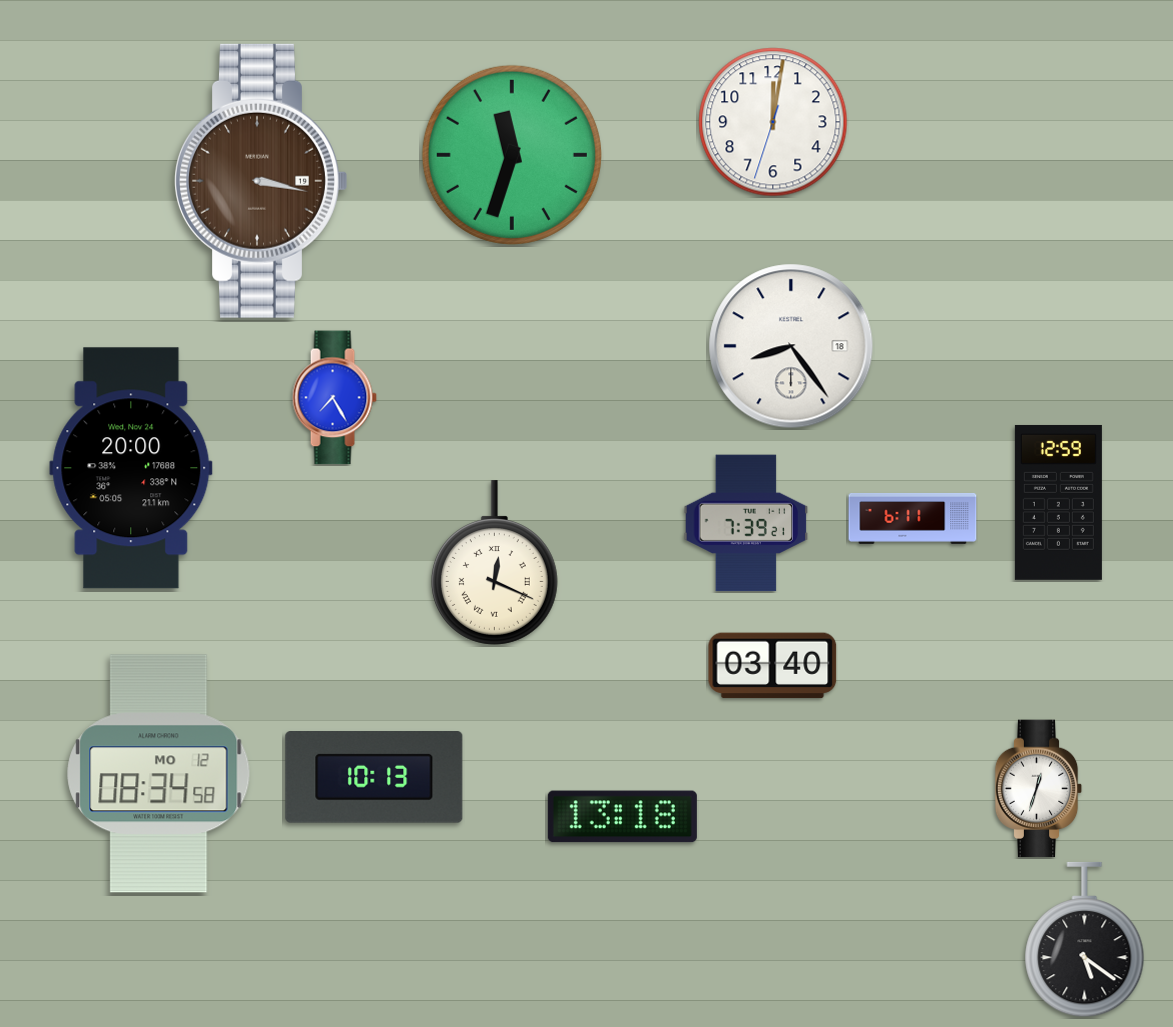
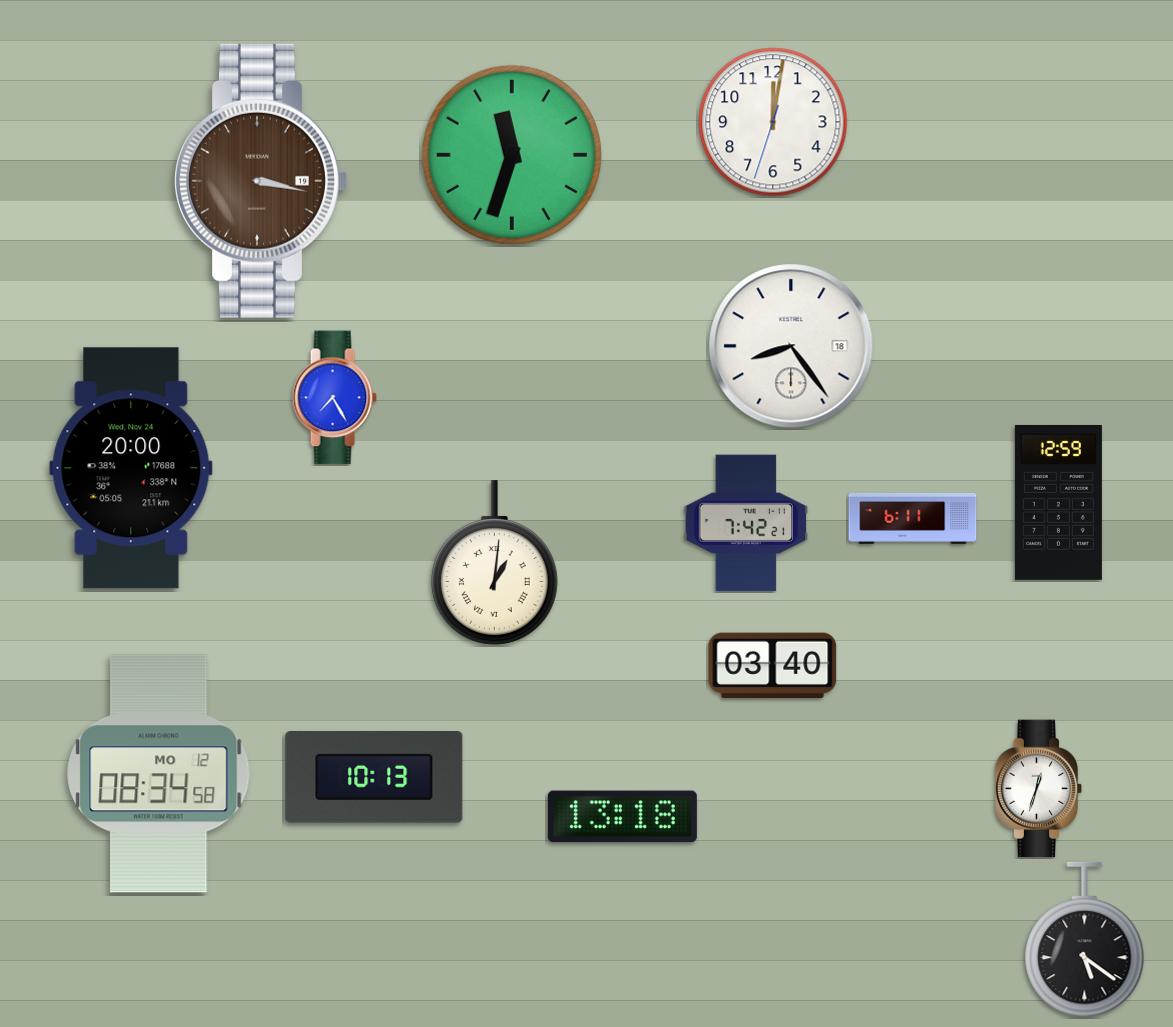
clock at (746, 523): 7:39 -> 7:42
clock at (494, 563): 12:19 -> 1:01
